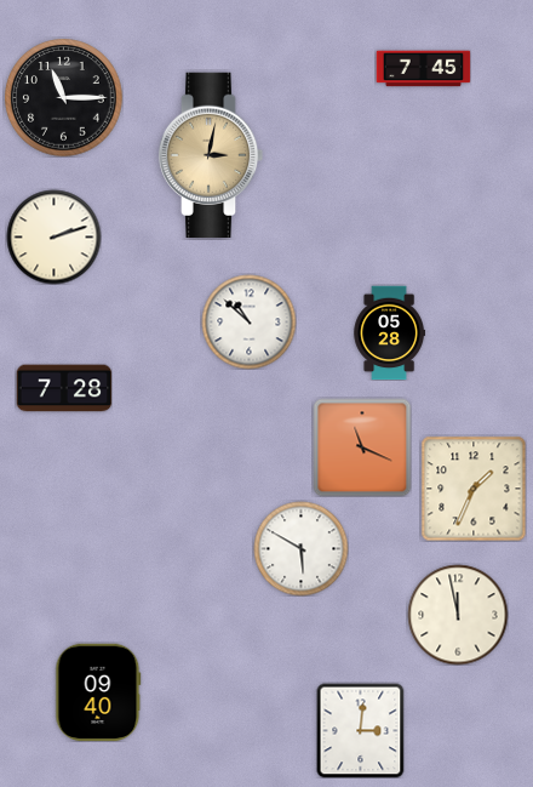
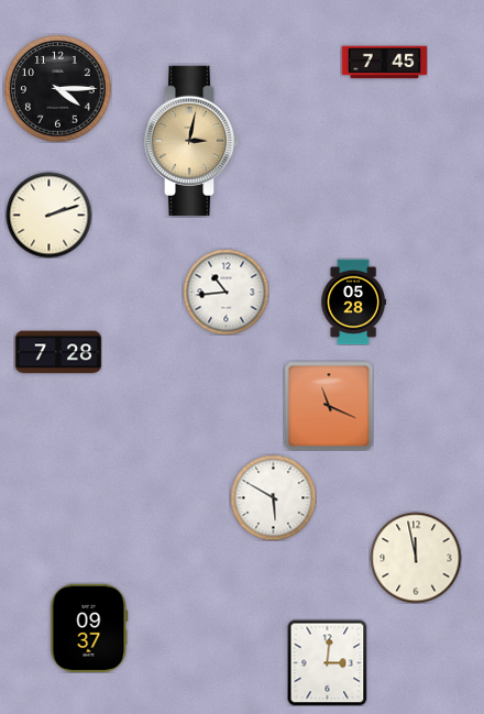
clock at (64, 98): 11:15 -> 4:15
clock at (248, 321): 10:52 -> 10:44
clock at (474, 489): 1:34 -> none
clock at (98, 692): 09:40 -> 09:37
